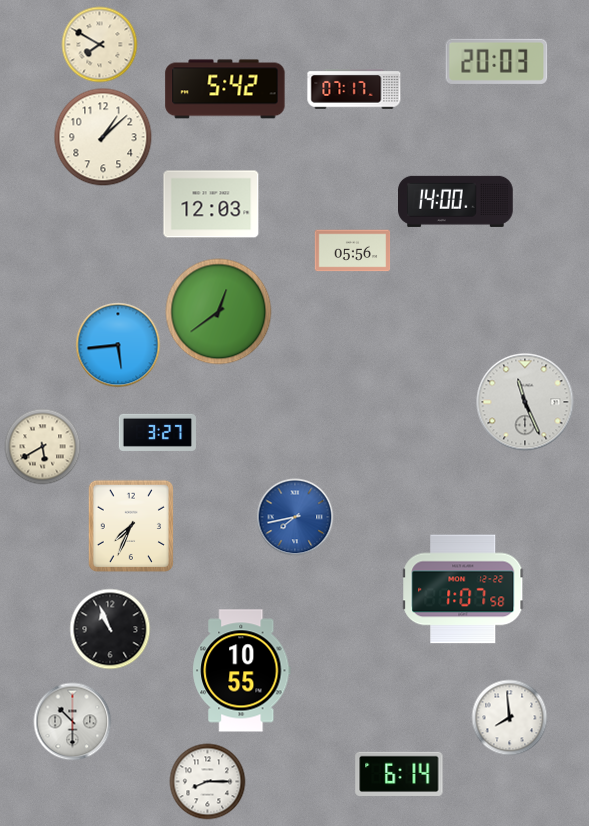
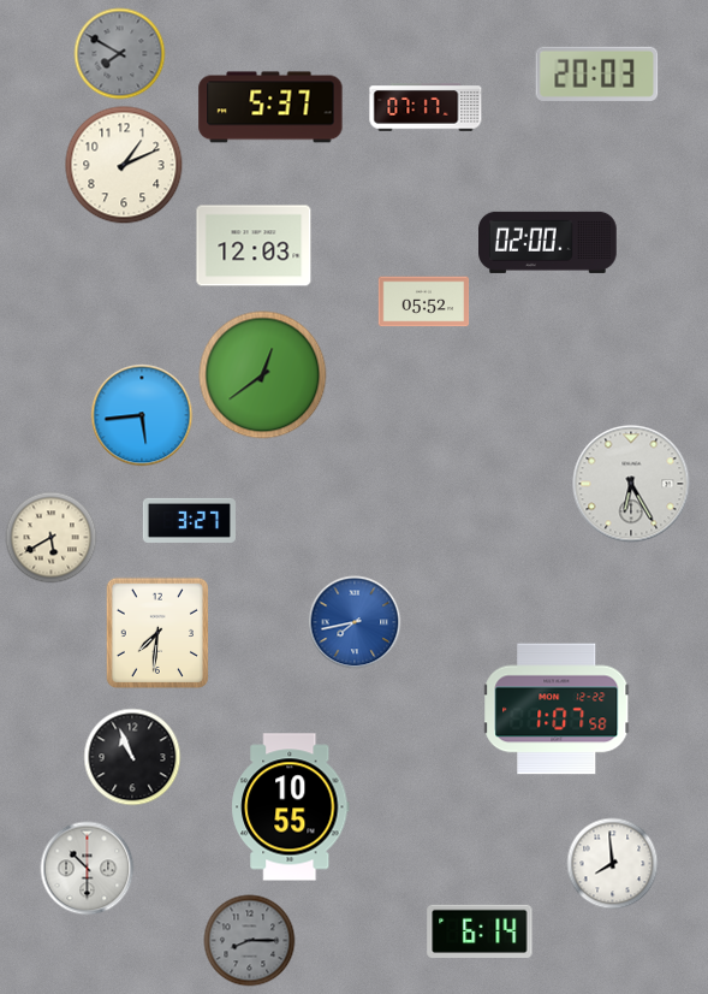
clock at (100, 45) dial: cream -> grey
clock at (225, 89): 5:42 -> 5:37
clock at (103, 137): 1:08 -> 1:11
clock at (456, 201): 14:00 -> 02:00
clock at (353, 251): 05:56 -> 05:52
clock at (525, 402): 11:26 -> 6:25
clock at (130, 525): 7:34 -> 7:31
clock at (208, 782) dial: white -> grey
